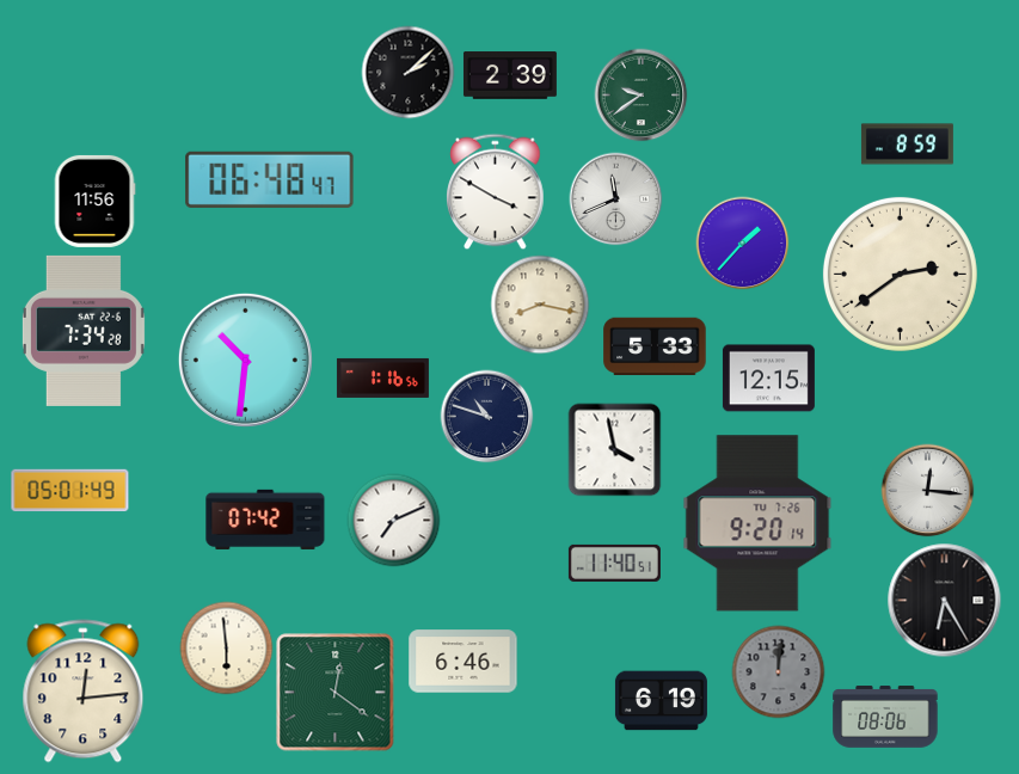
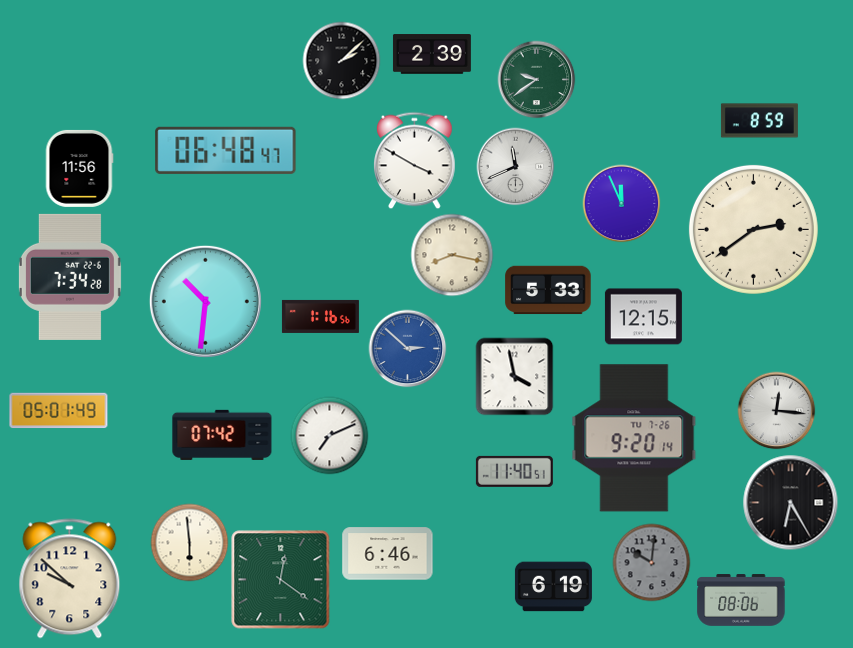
clock at (510, 75) position: (510, 75) -> (432, 54)
clock at (742, 242): 1:37 -> 11:56
clock at (486, 416): 10:48 -> 2:52
clock at (486, 416) dial: navy -> blue
clock at (778, 671): 12:01 -> 10:01
clock at (84, 692): 12:14 -> 9:52
